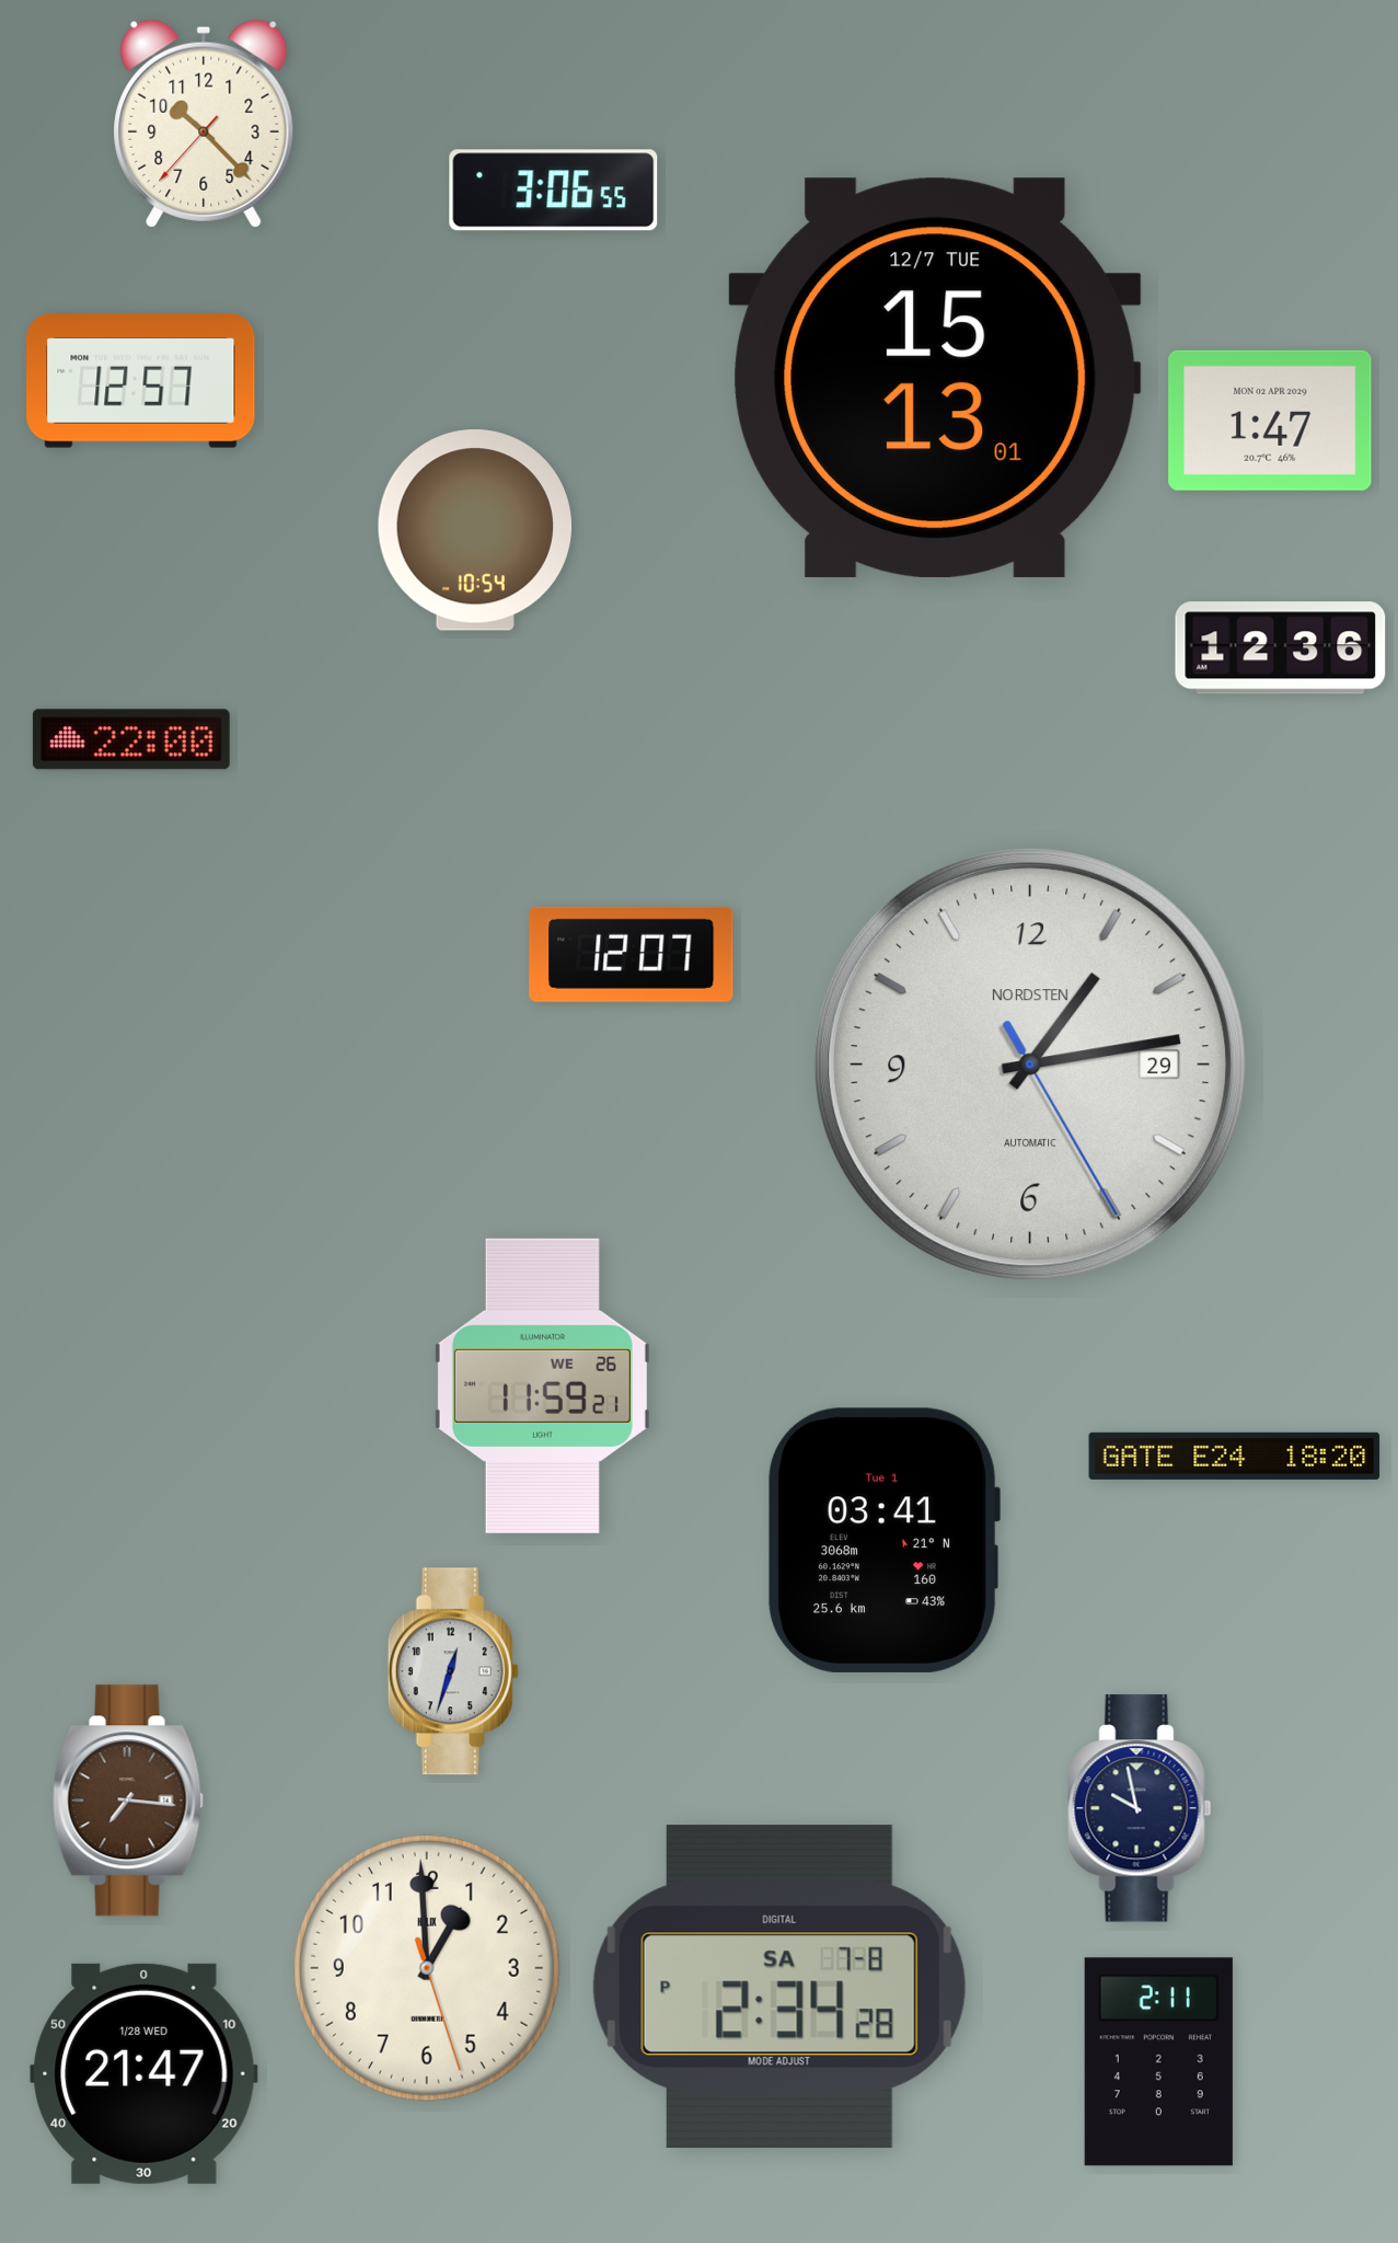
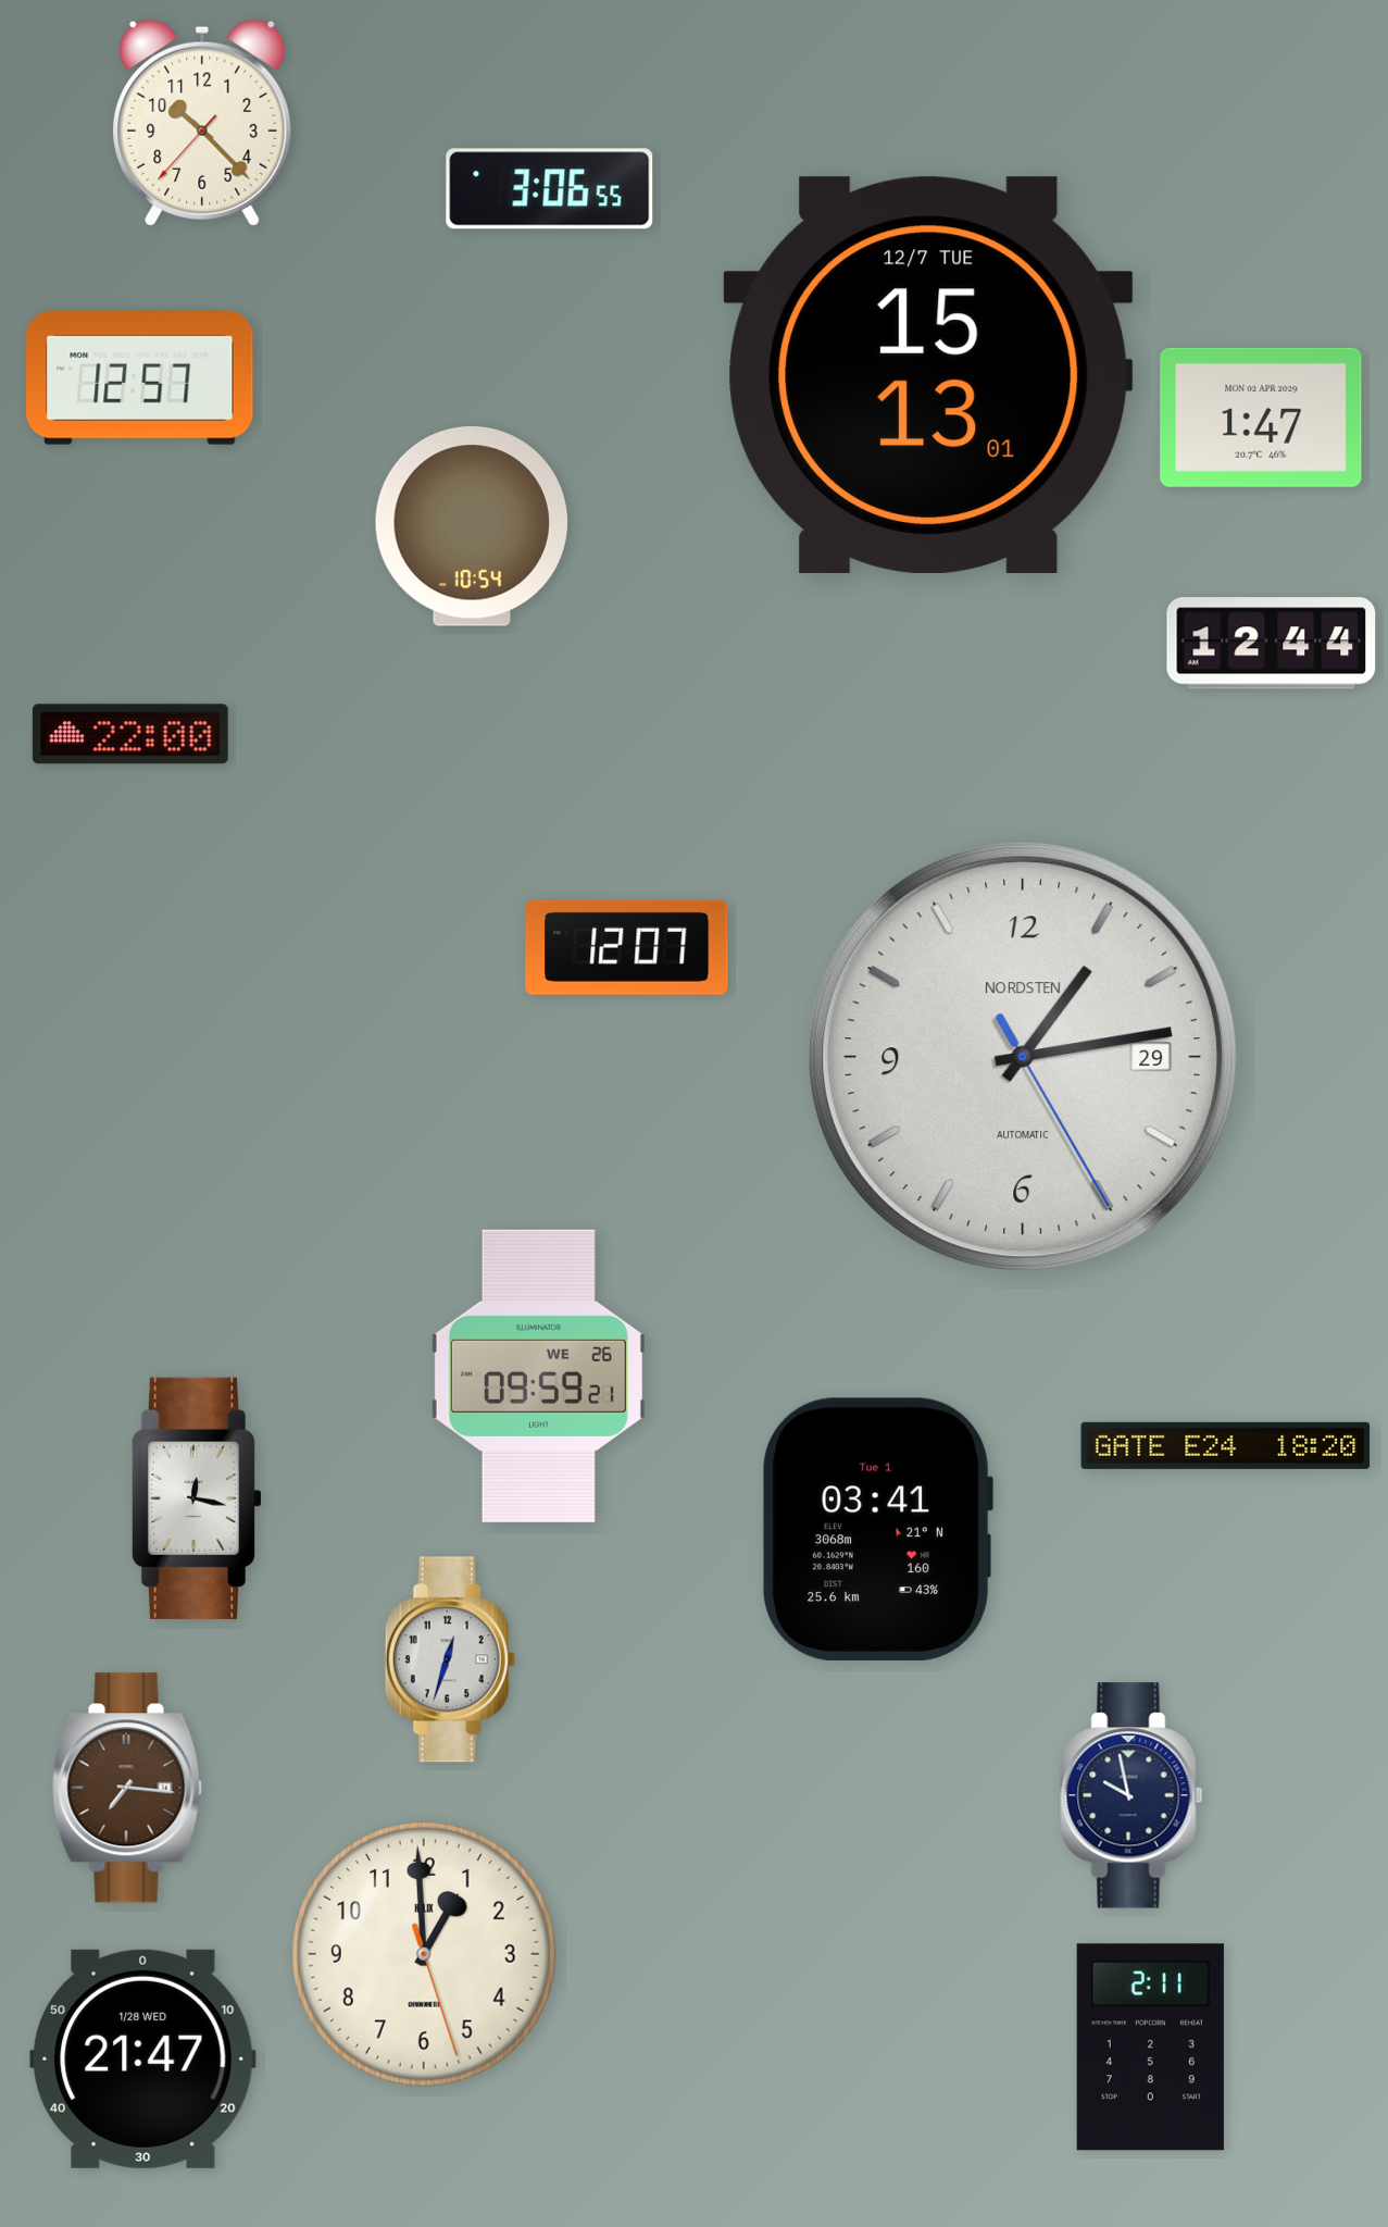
clock at (1281, 648): 12:36 -> 12:44
clock at (542, 1385): 11:59 -> 09:59
clock at (197, 1498): none -> 12:17
clock at (779, 1987): 2:34 -> none
